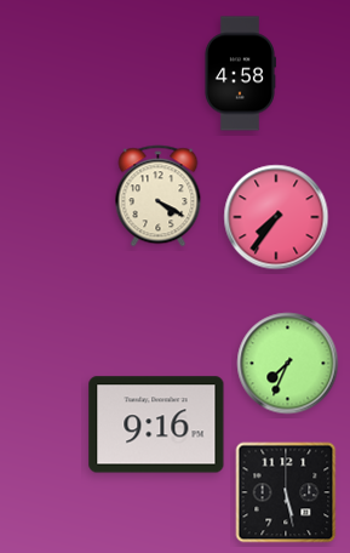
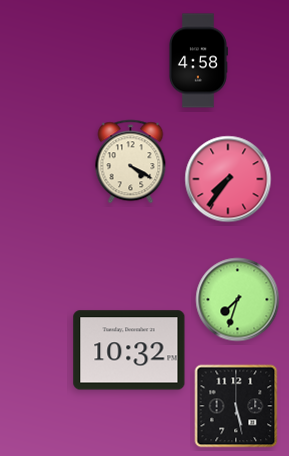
clock at (288, 364): 7:34 -> 7:33
clock at (156, 424): 9:16 -> 10:32
